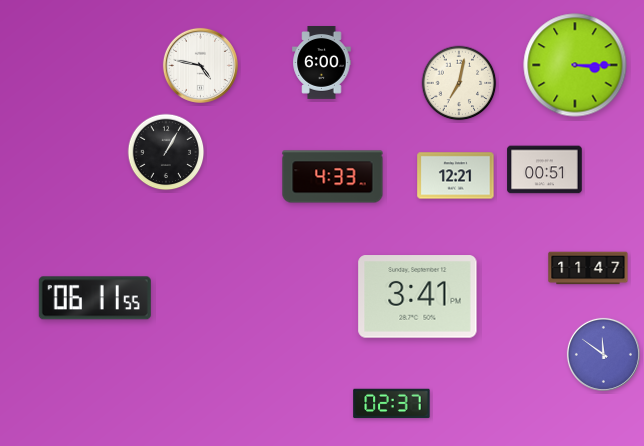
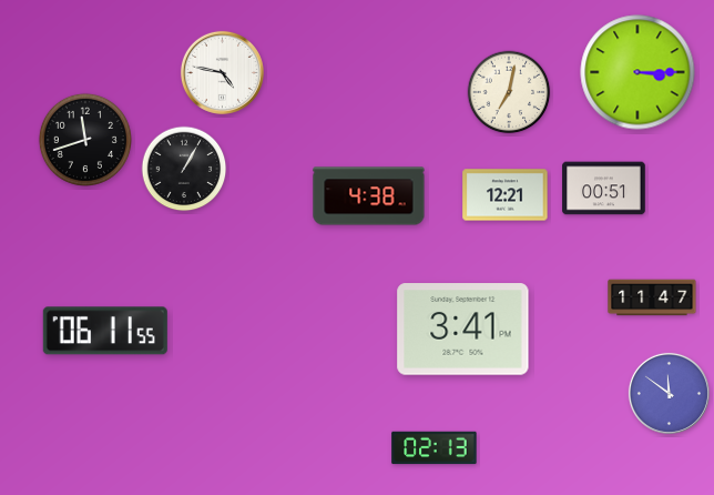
clock at (322, 63): 6:00 -> none
clock at (85, 140): none -> 11:42
clock at (333, 177): 4:33 -> 4:38
clock at (392, 404): 02:37 -> 02:13
